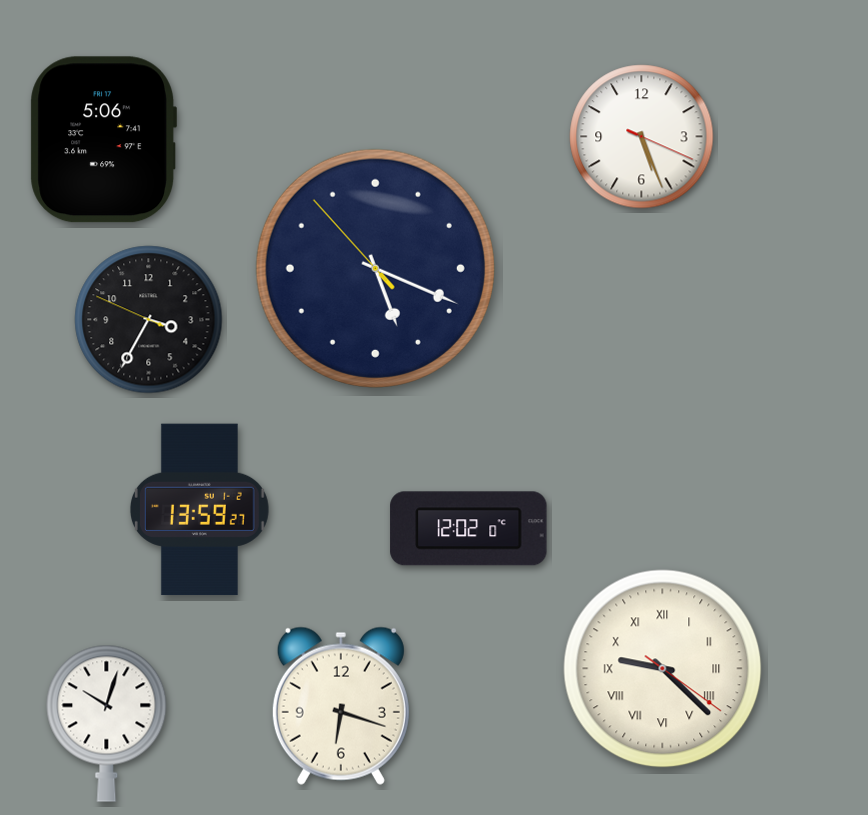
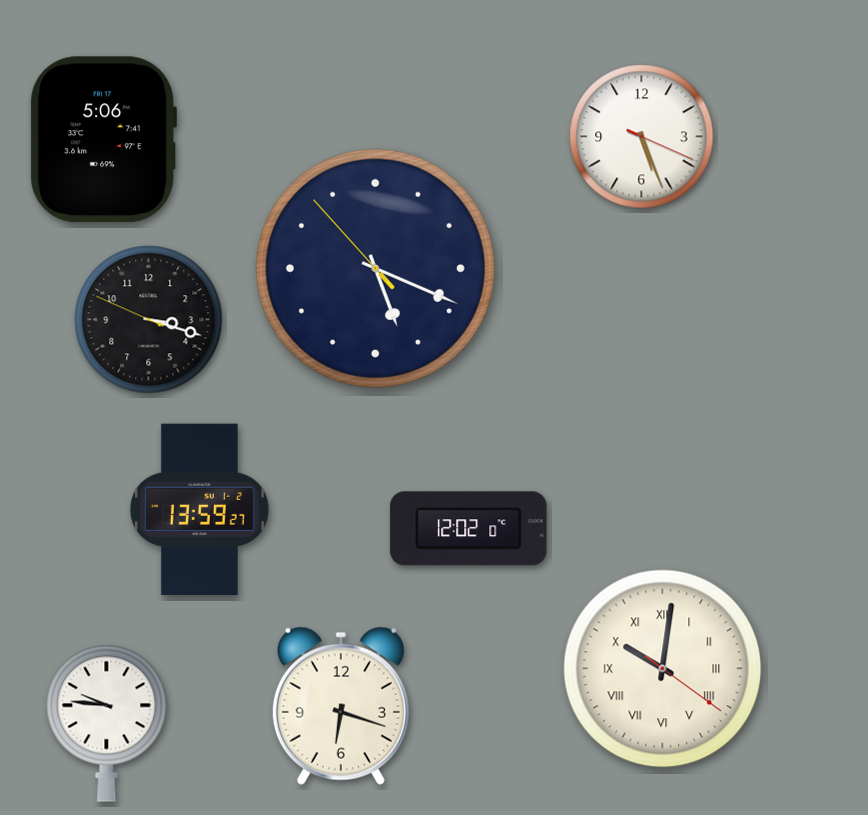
clock at (149, 320): 3:34 -> 3:17
clock at (663, 669): 9:22 -> 10:01
clock at (107, 723): 10:03 -> 9:46
